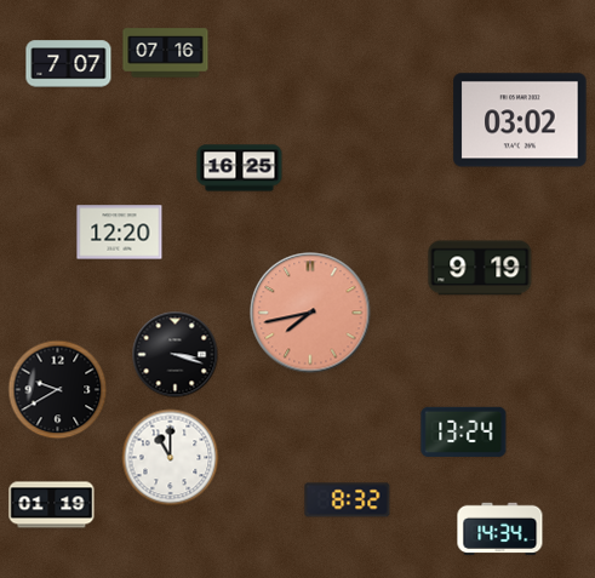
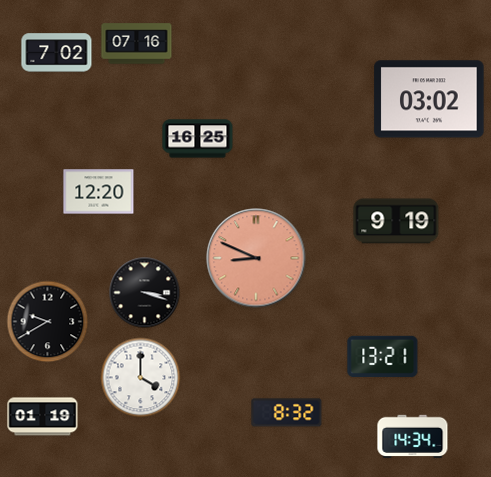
clock at (69, 64): 7:07 -> 7:02
clock at (310, 313): 7:43 -> 8:49
clock at (464, 431): 13:24 -> 13:21
clock at (171, 458): 11:00 -> 4:00
